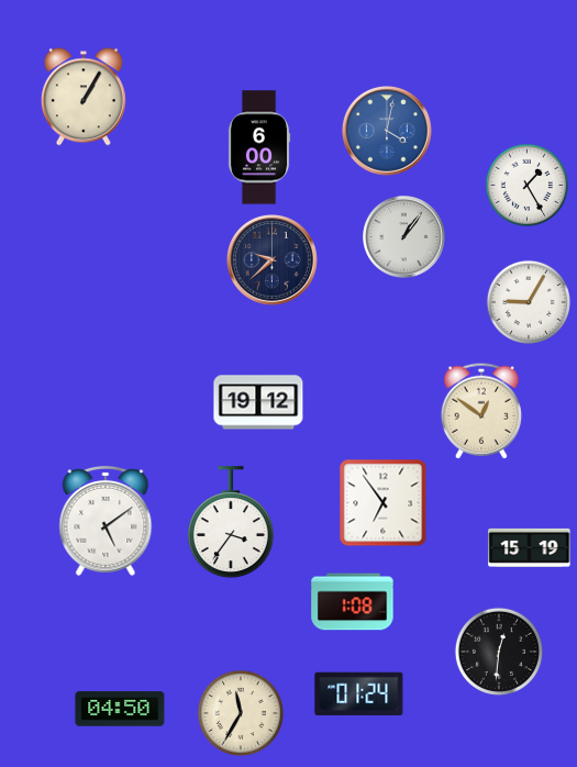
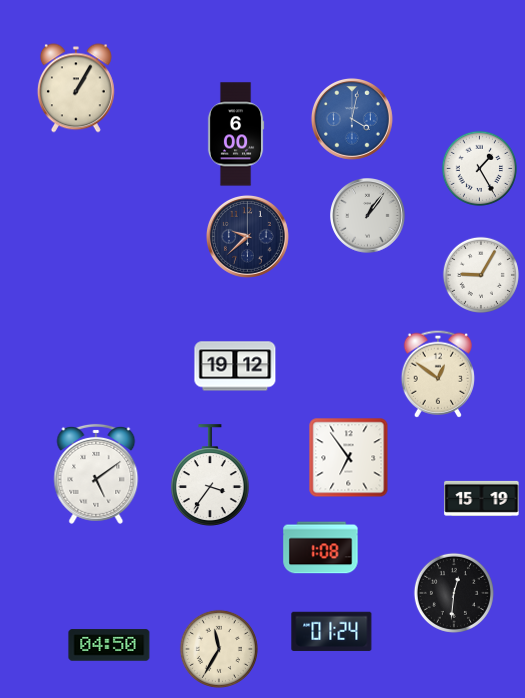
clock at (359, 693) position: (359, 693) -> (332, 631)
